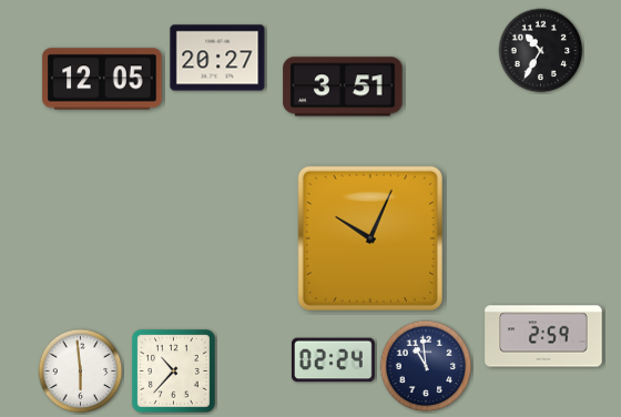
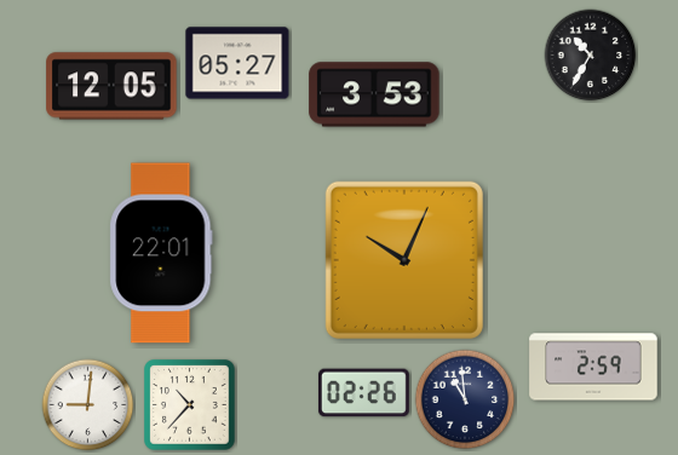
clock at (217, 58): 20:27 -> 05:27
clock at (343, 87): 3:51 -> 3:53
clock at (161, 253): none -> 22:01
clock at (334, 360): 02:24 -> 02:26
clock at (81, 372): 5:59 -> 9:01
